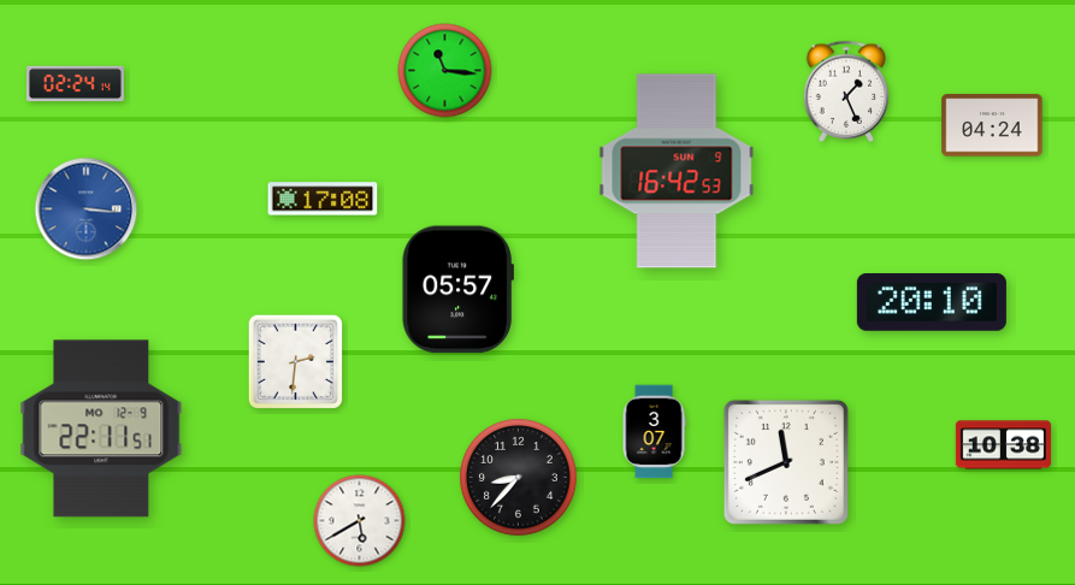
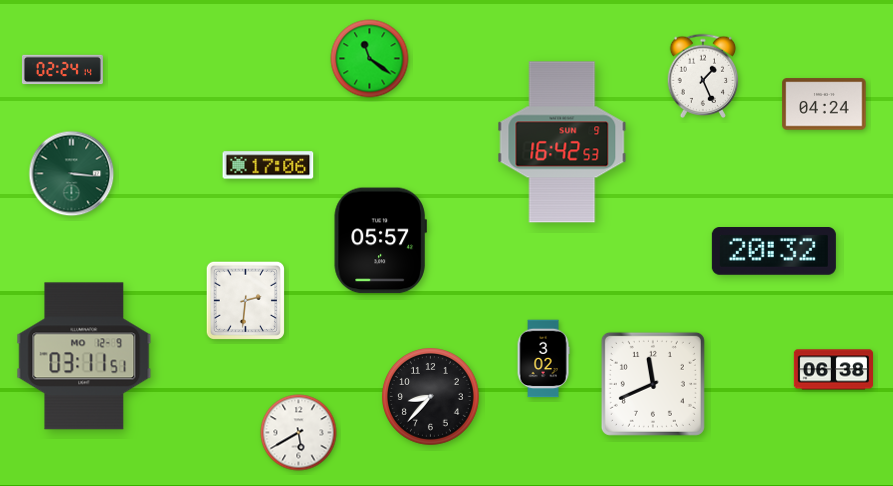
clock at (445, 71): 11:16 -> 11:21
clock at (323, 199): 17:08 -> 17:06
clock at (87, 209) dial: blue -> green
clock at (932, 303): 20:10 -> 20:32
clock at (101, 429): 22:11 -> 03:11
clock at (654, 432): 3:07 -> 3:02
clock at (1004, 445): 10:38 -> 06:38
